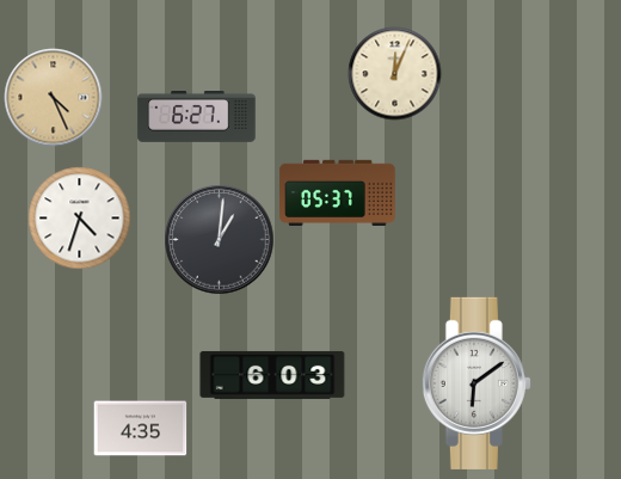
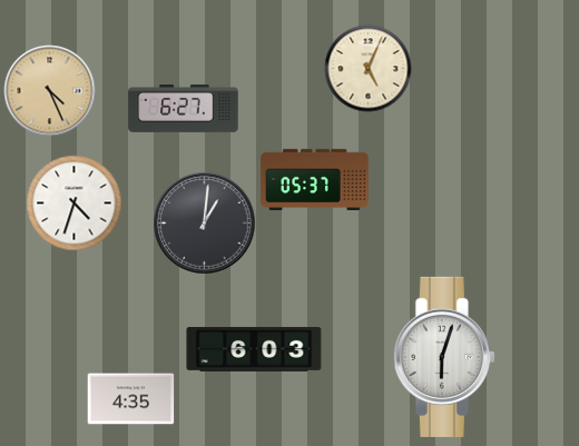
clock at (394, 73): 12:04 -> 5:04
clock at (476, 383): 6:09 -> 6:03
